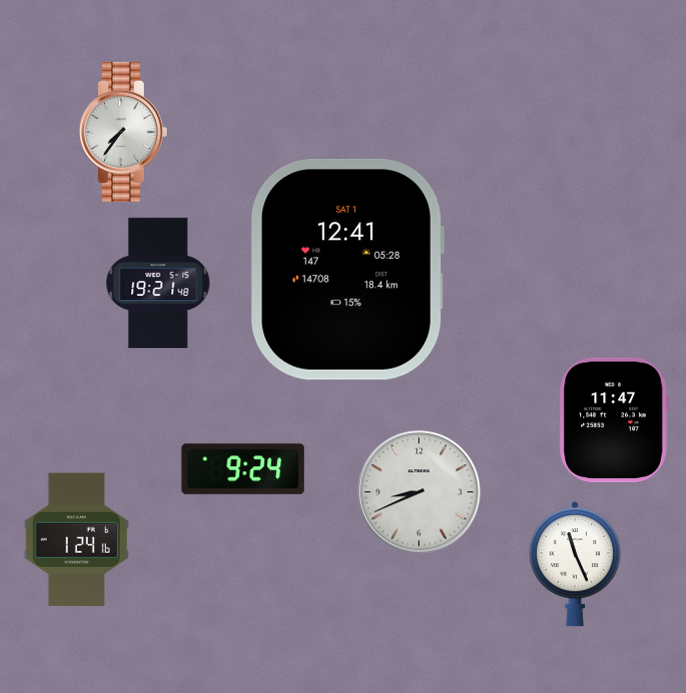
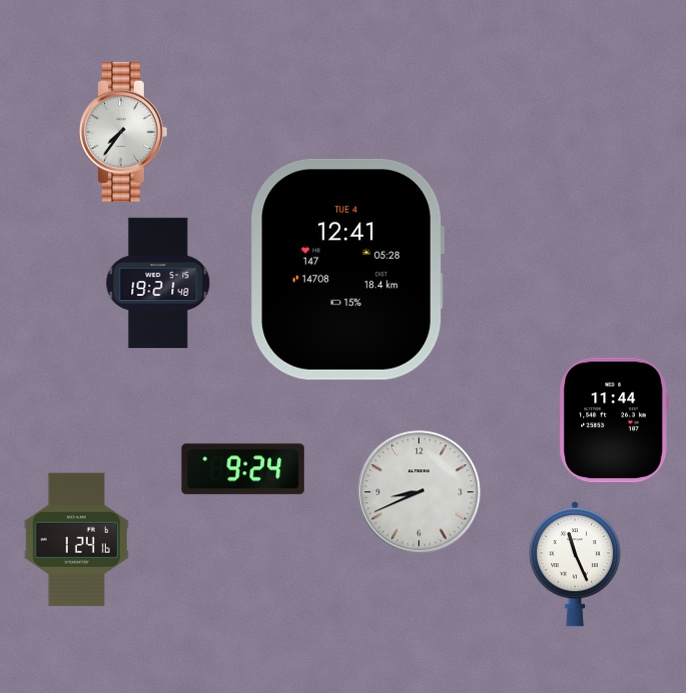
clock at (347, 269) date: SAT 1 -> TUE 4
clock at (614, 420): 11:47 -> 11:44
